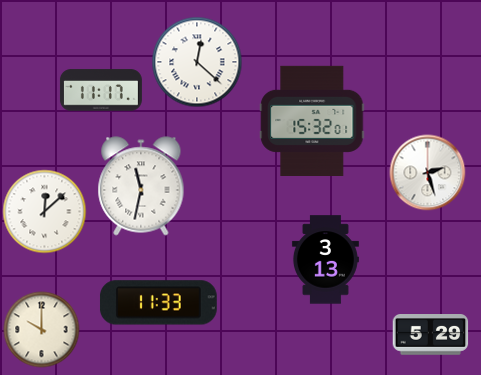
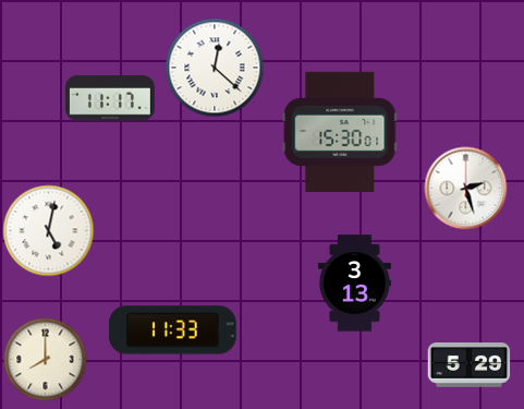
clock at (312, 120): 15:32 -> 15:30
clock at (141, 186): 11:32 -> none
clock at (45, 212): 12:08 -> 5:02
clock at (42, 330): 10:00 -> 8:00
